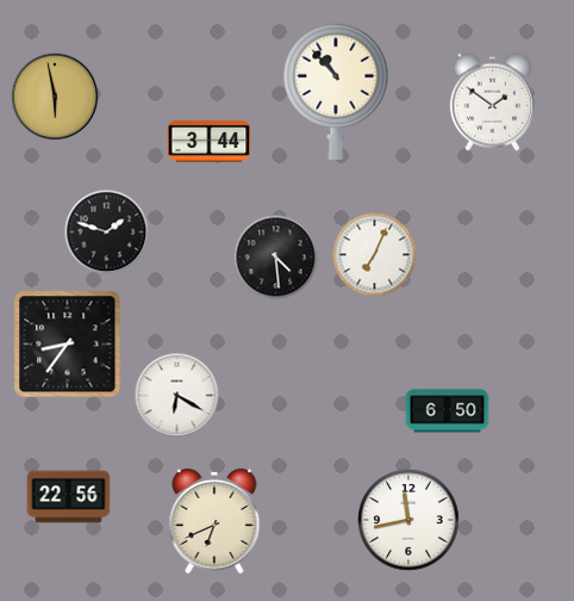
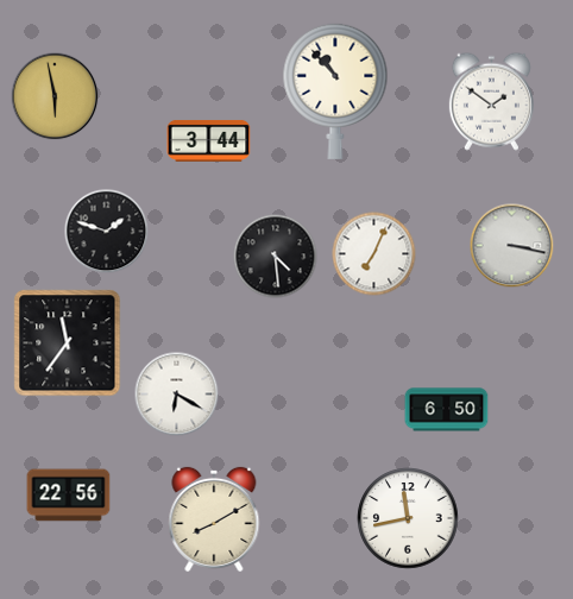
clock at (512, 246): none -> 3:17
clock at (68, 345): 8:36 -> 11:36
clock at (214, 521): 6:41 -> 8:10
